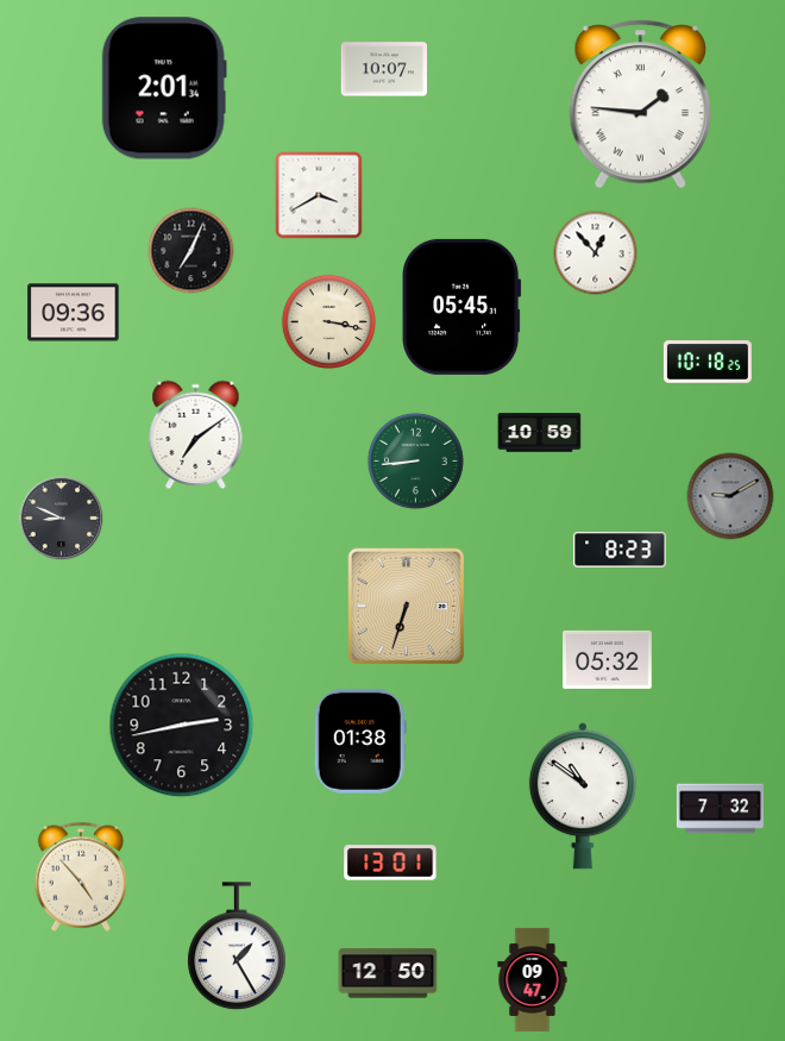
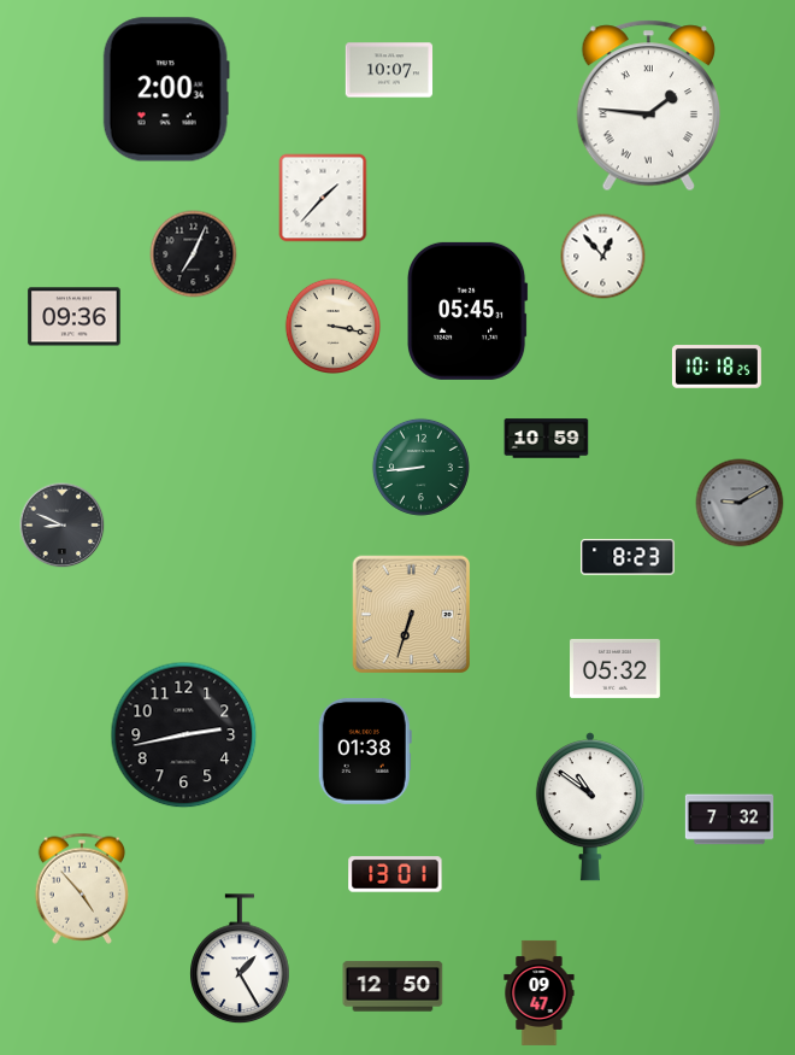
clock at (164, 88): 2:01 -> 2:00
clock at (319, 195): 3:40 -> 1:37
clock at (196, 434): 7:09 -> none
